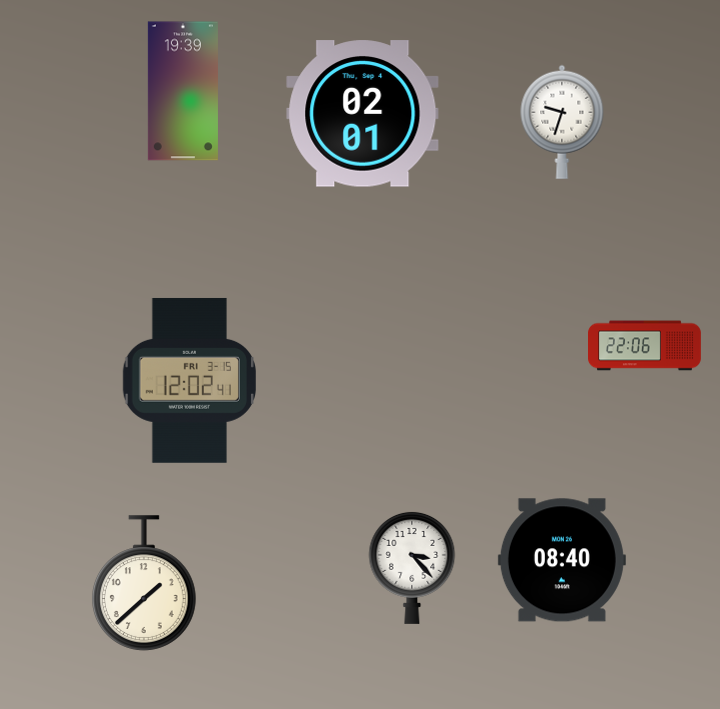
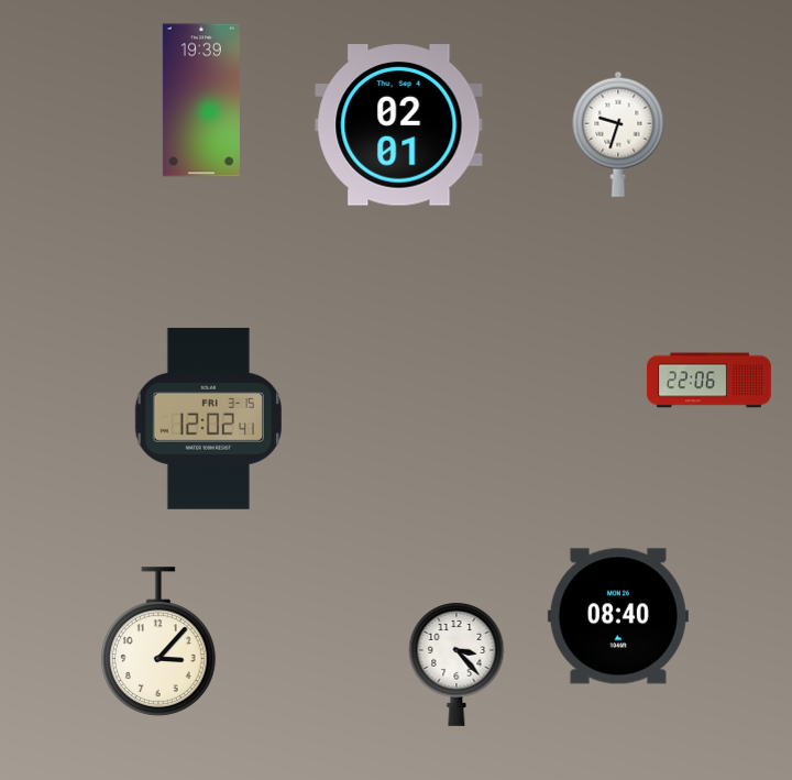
clock at (412, 567) position: (412, 567) -> (457, 663)
clock at (145, 583): 1:38 -> 3:07
